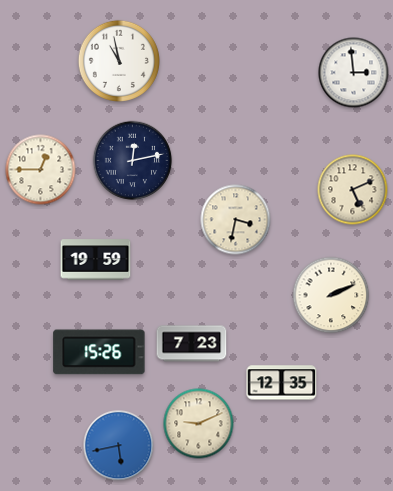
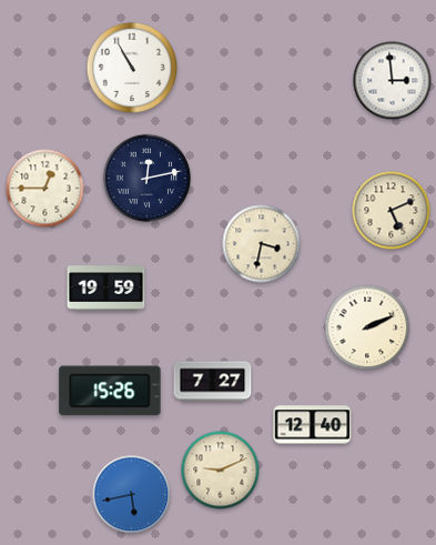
clock at (119, 61): 10:58 -> 10:55
clock at (192, 344): 7:23 -> 7:27
clock at (282, 383): 12:35 -> 12:40
